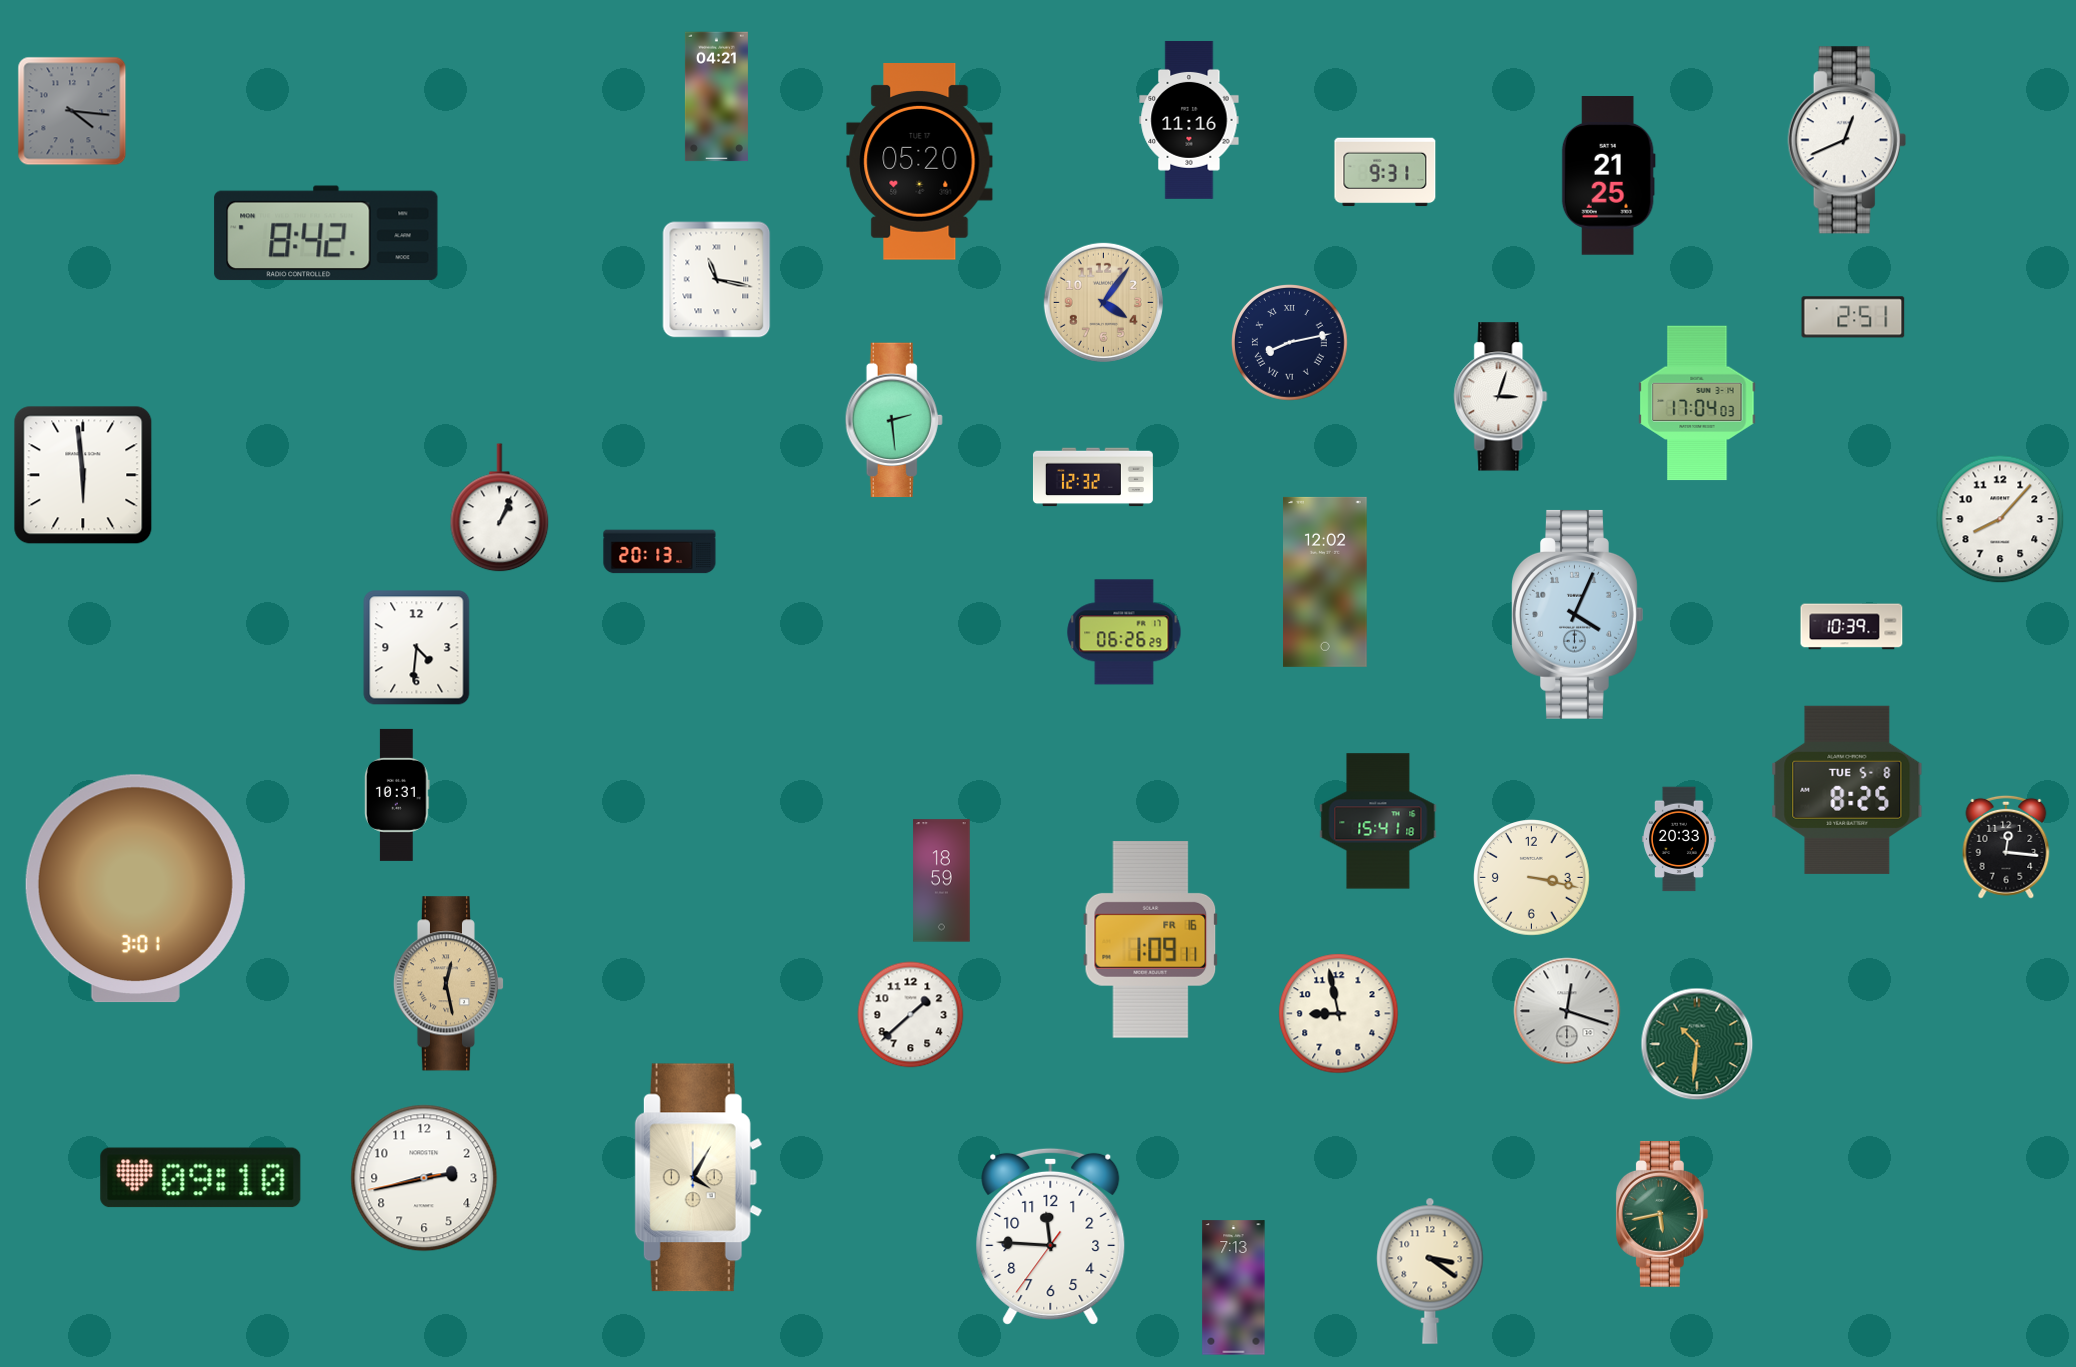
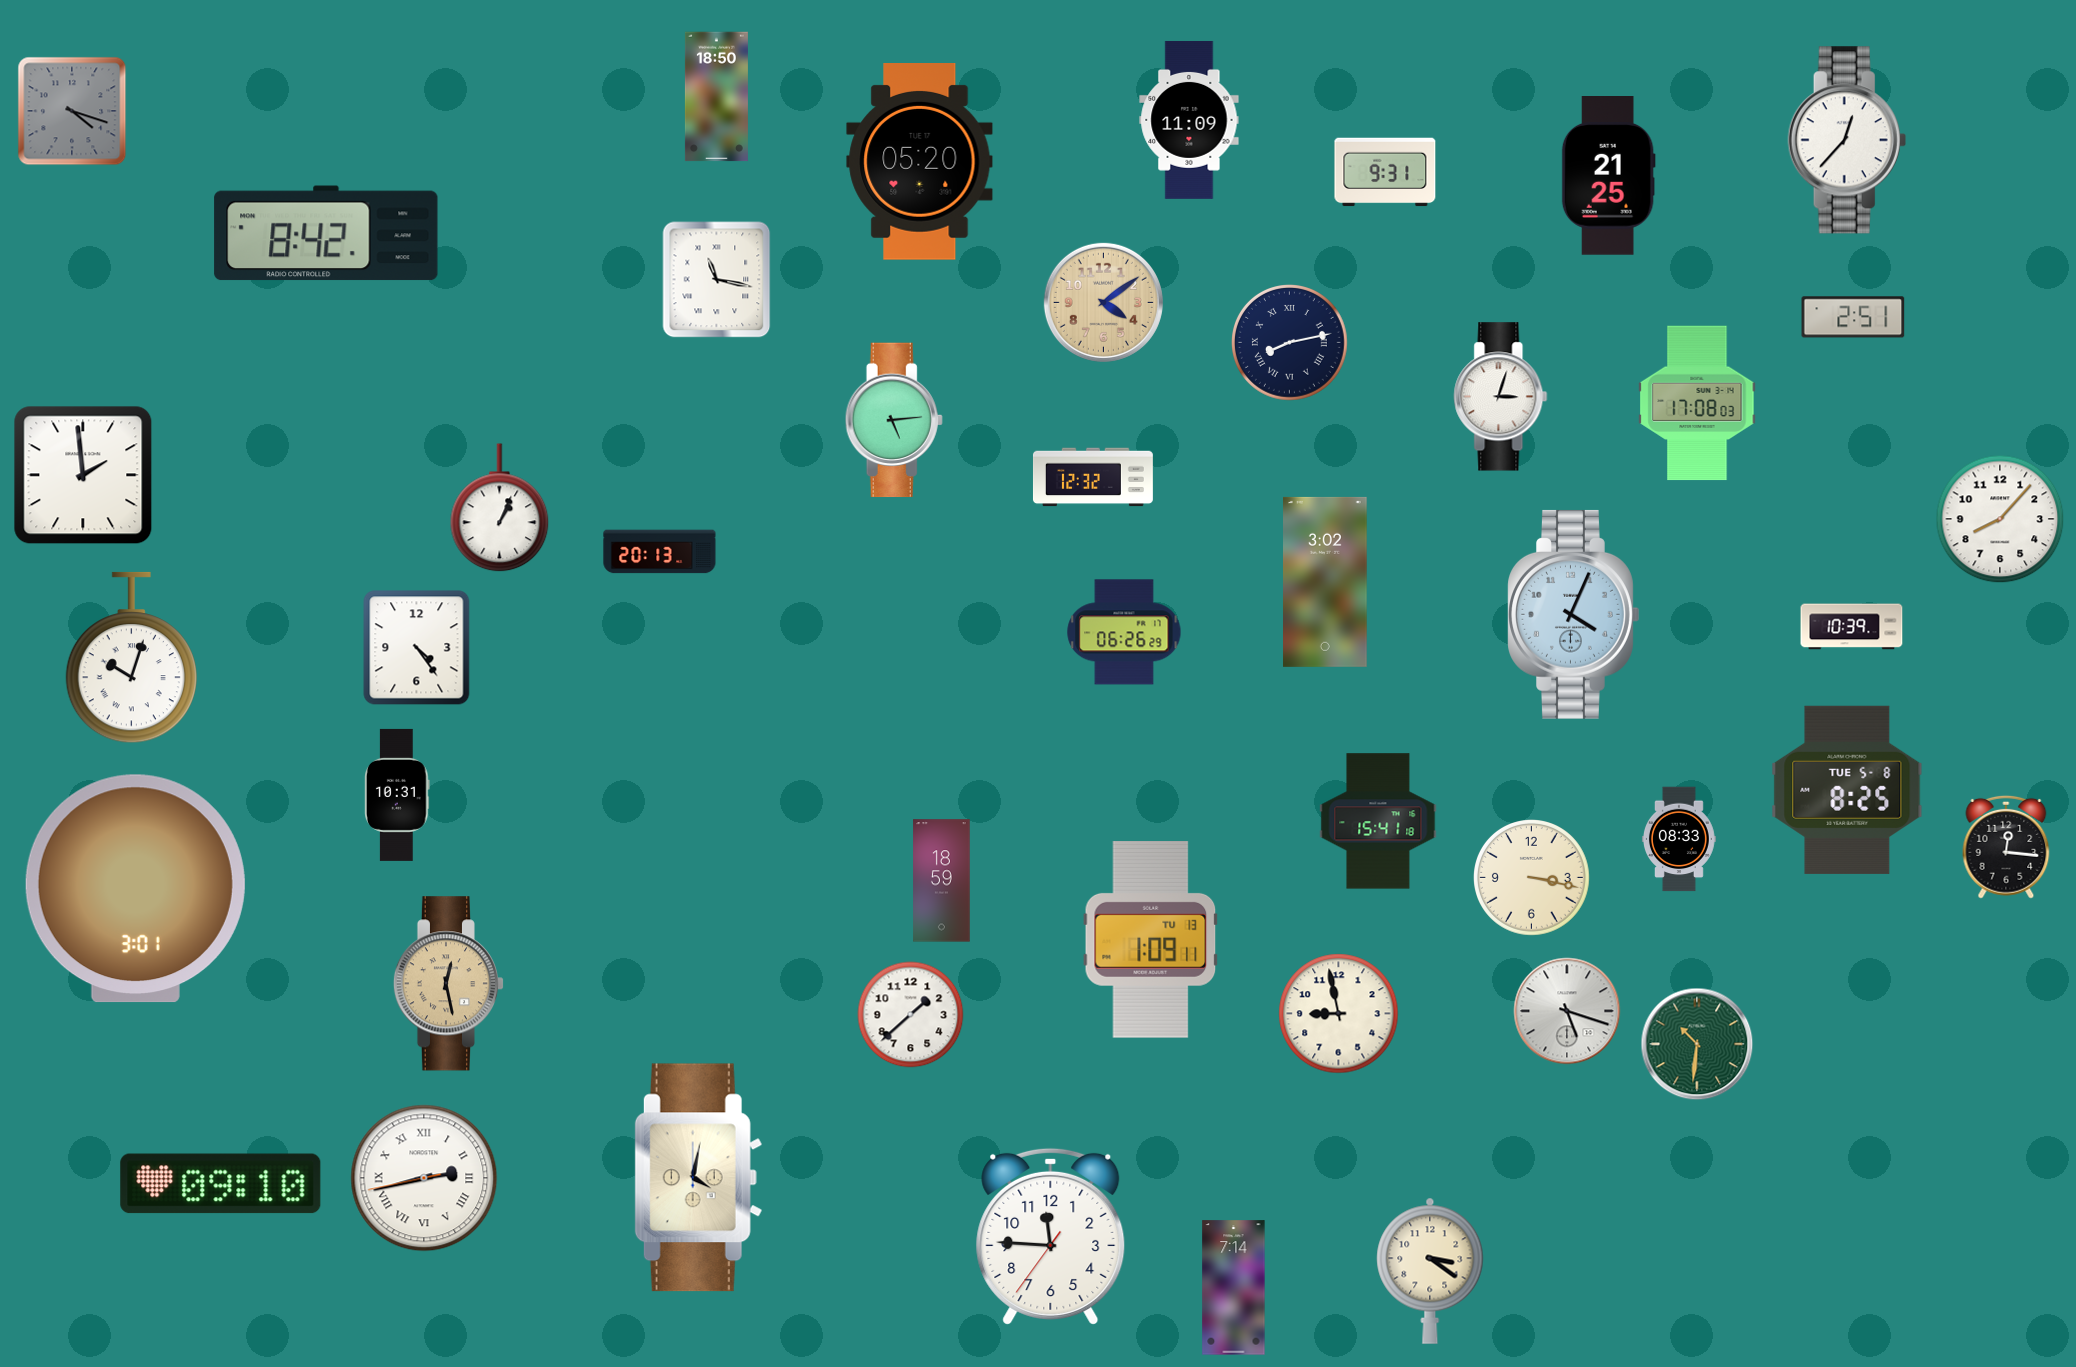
clock at (716, 97): 04:21 -> 18:50
clock at (72, 111): 4:16 -> 4:18
clock at (1189, 120): 11:16 -> 11:09
clock at (1847, 140): 12:41 -> 12:37
clock at (1103, 302): 4:06 -> 4:09
clock at (1697, 403): 17:04 -> 17:08
clock at (894, 420): 2:29 -> 5:14
clock at (83, 475): 5:59 -> 1:59
clock at (1326, 582): 12:02 -> 3:02
clock at (1578, 614) position: (1578, 614) -> (1574, 614)
clock at (417, 648): 4:31 -> 4:24
clock at (131, 658): none -> 10:03
clock at (1679, 839): 20:33 -> 08:33
clock at (1151, 940) date: FR 16 -> TU 13
clock at (1567, 1011): 12:18 -> 5:18
clock at (201, 1178) position: (201, 1178) -> (221, 1184)
clock at (424, 1178) numerals: Arabic -> Roman
clock at (699, 1178): 4:05 -> 4:02
clock at (1662, 1214): 5:43 -> none
clock at (1234, 1288): 7:13 -> 7:14
